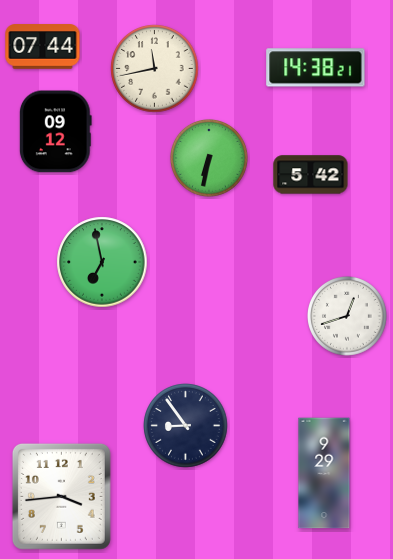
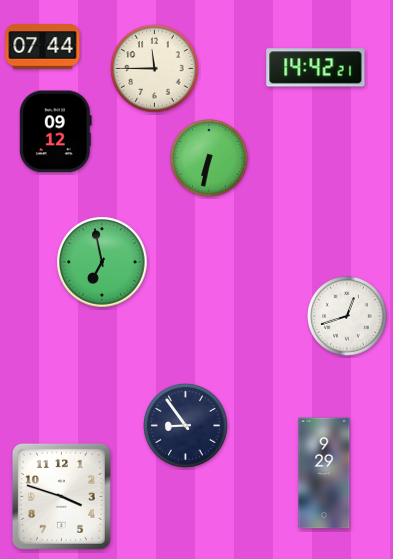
clock at (316, 68): 14:38 -> 14:42
clock at (155, 69): 11:43 -> 11:45
clock at (311, 175): 5:42 -> none
clock at (61, 496): 3:44 -> 3:48
